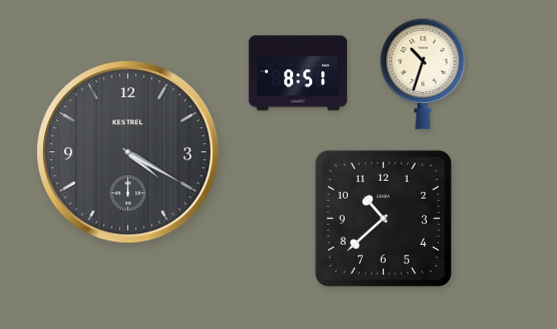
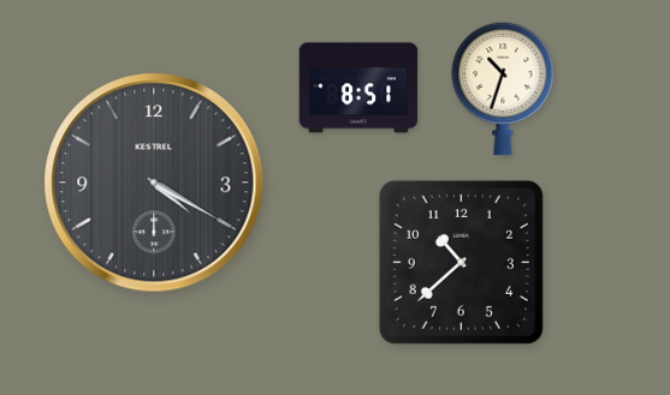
clock at (423, 74) position: (423, 74) -> (503, 89)
